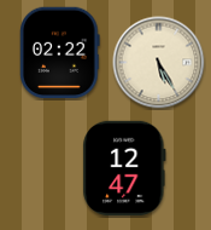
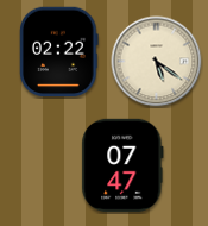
clock at (159, 63): 5:25 -> 5:21
clock at (124, 168): 12:47 -> 07:47
